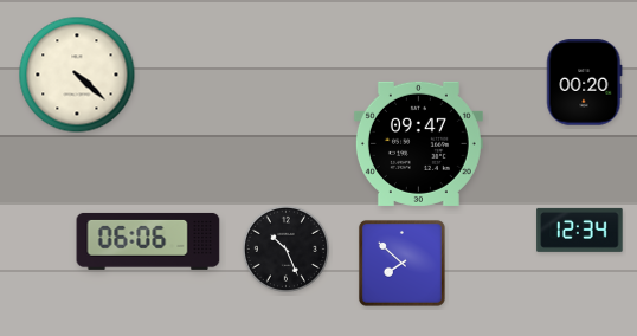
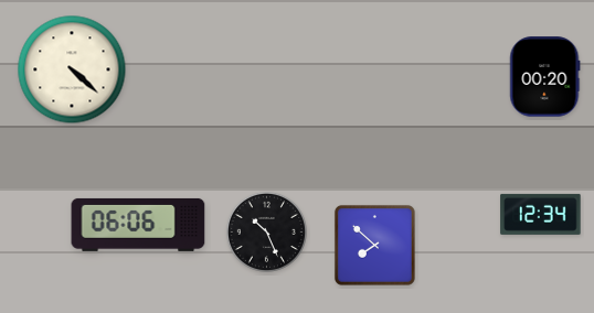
clock at (418, 143): 09:47 -> none
